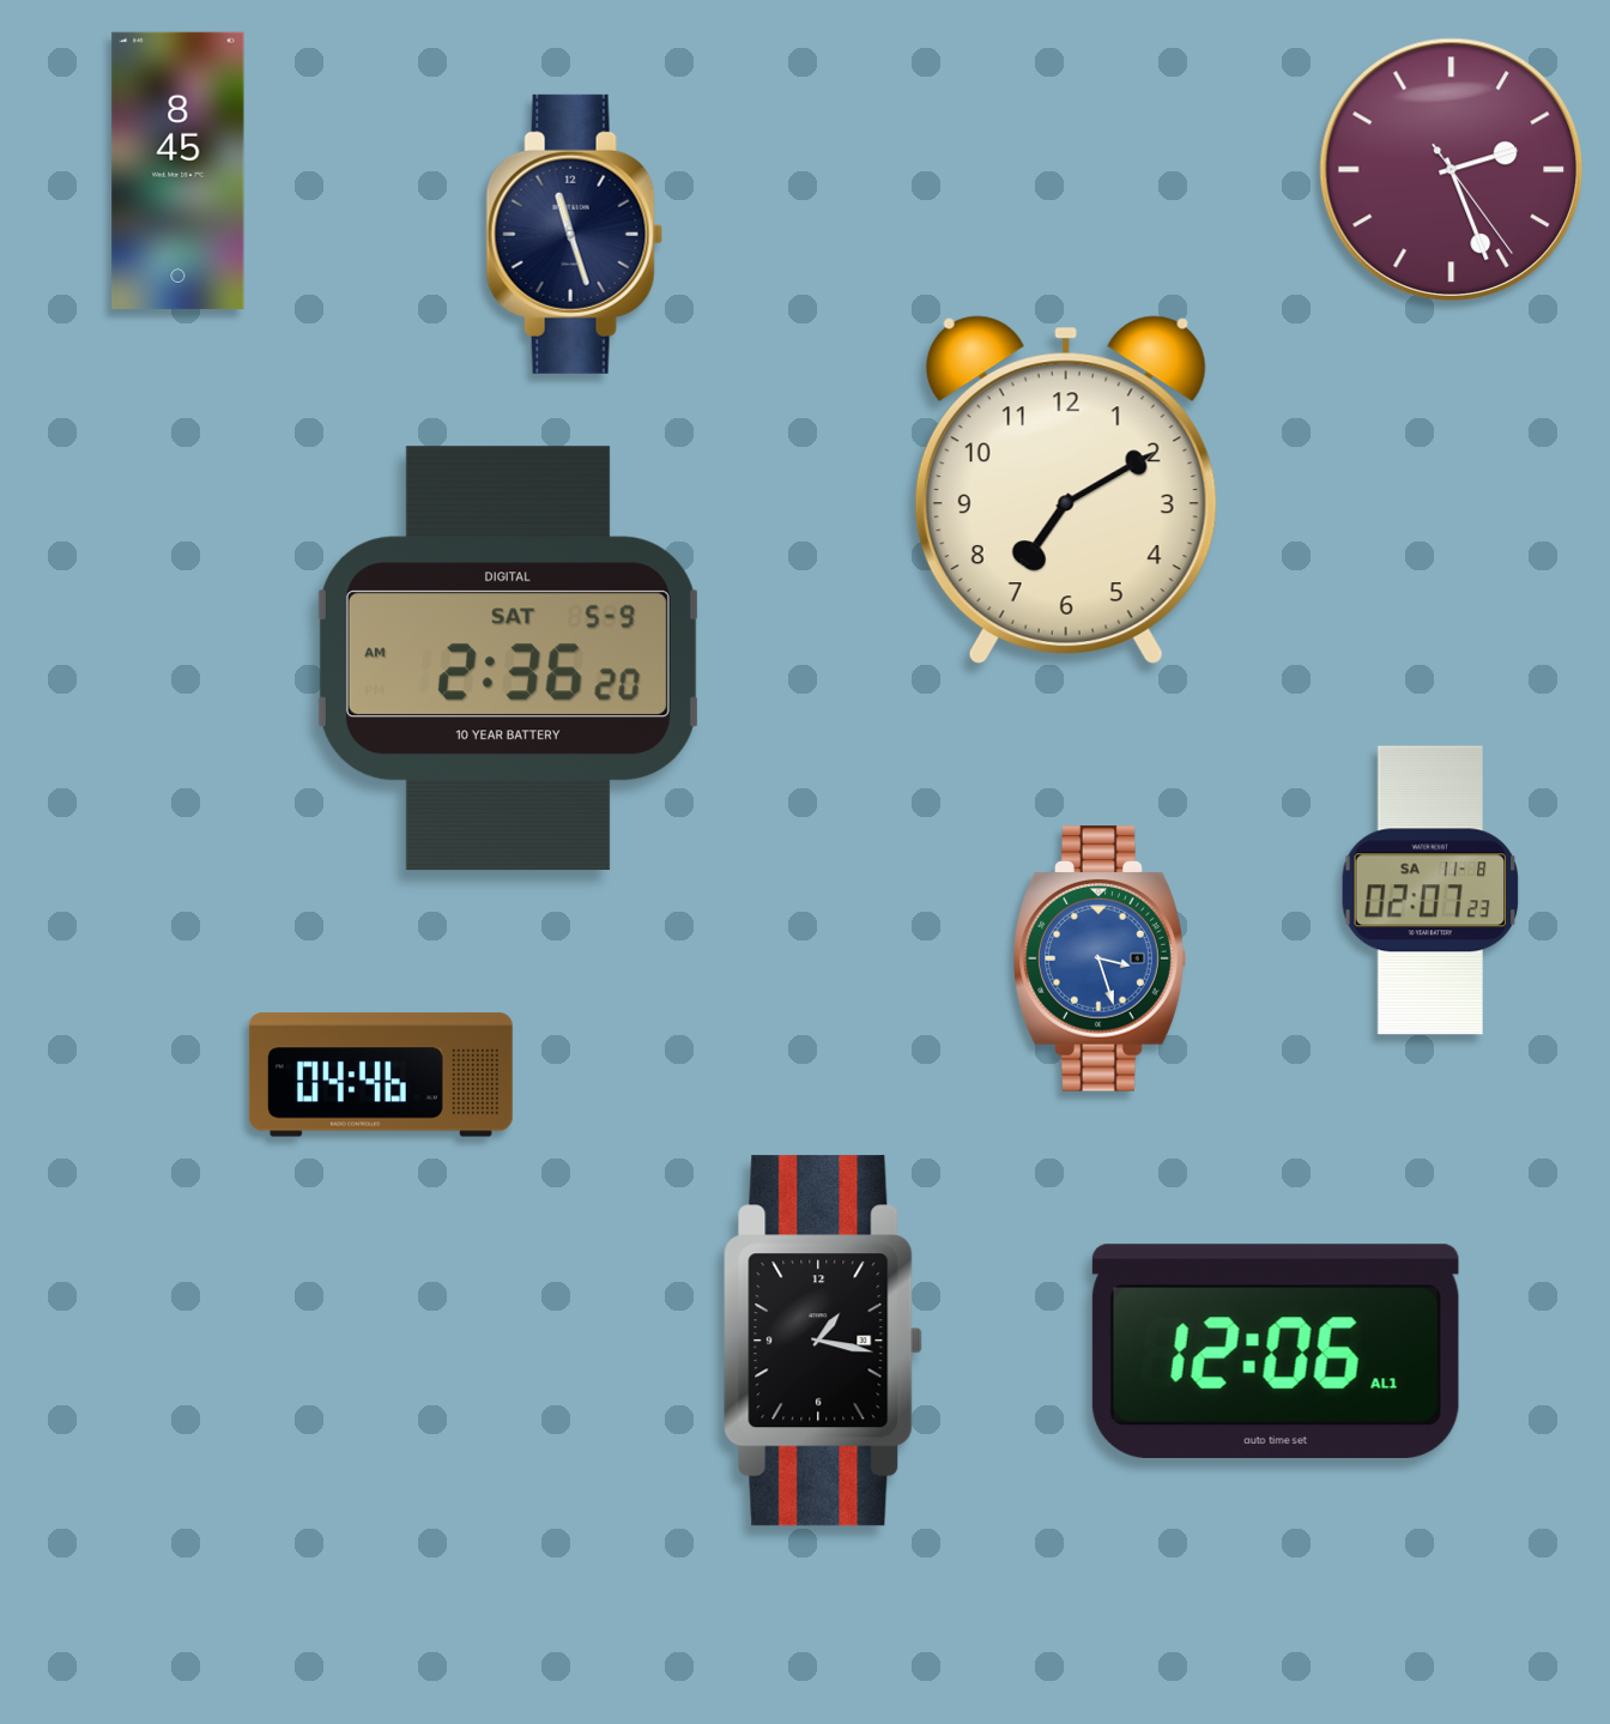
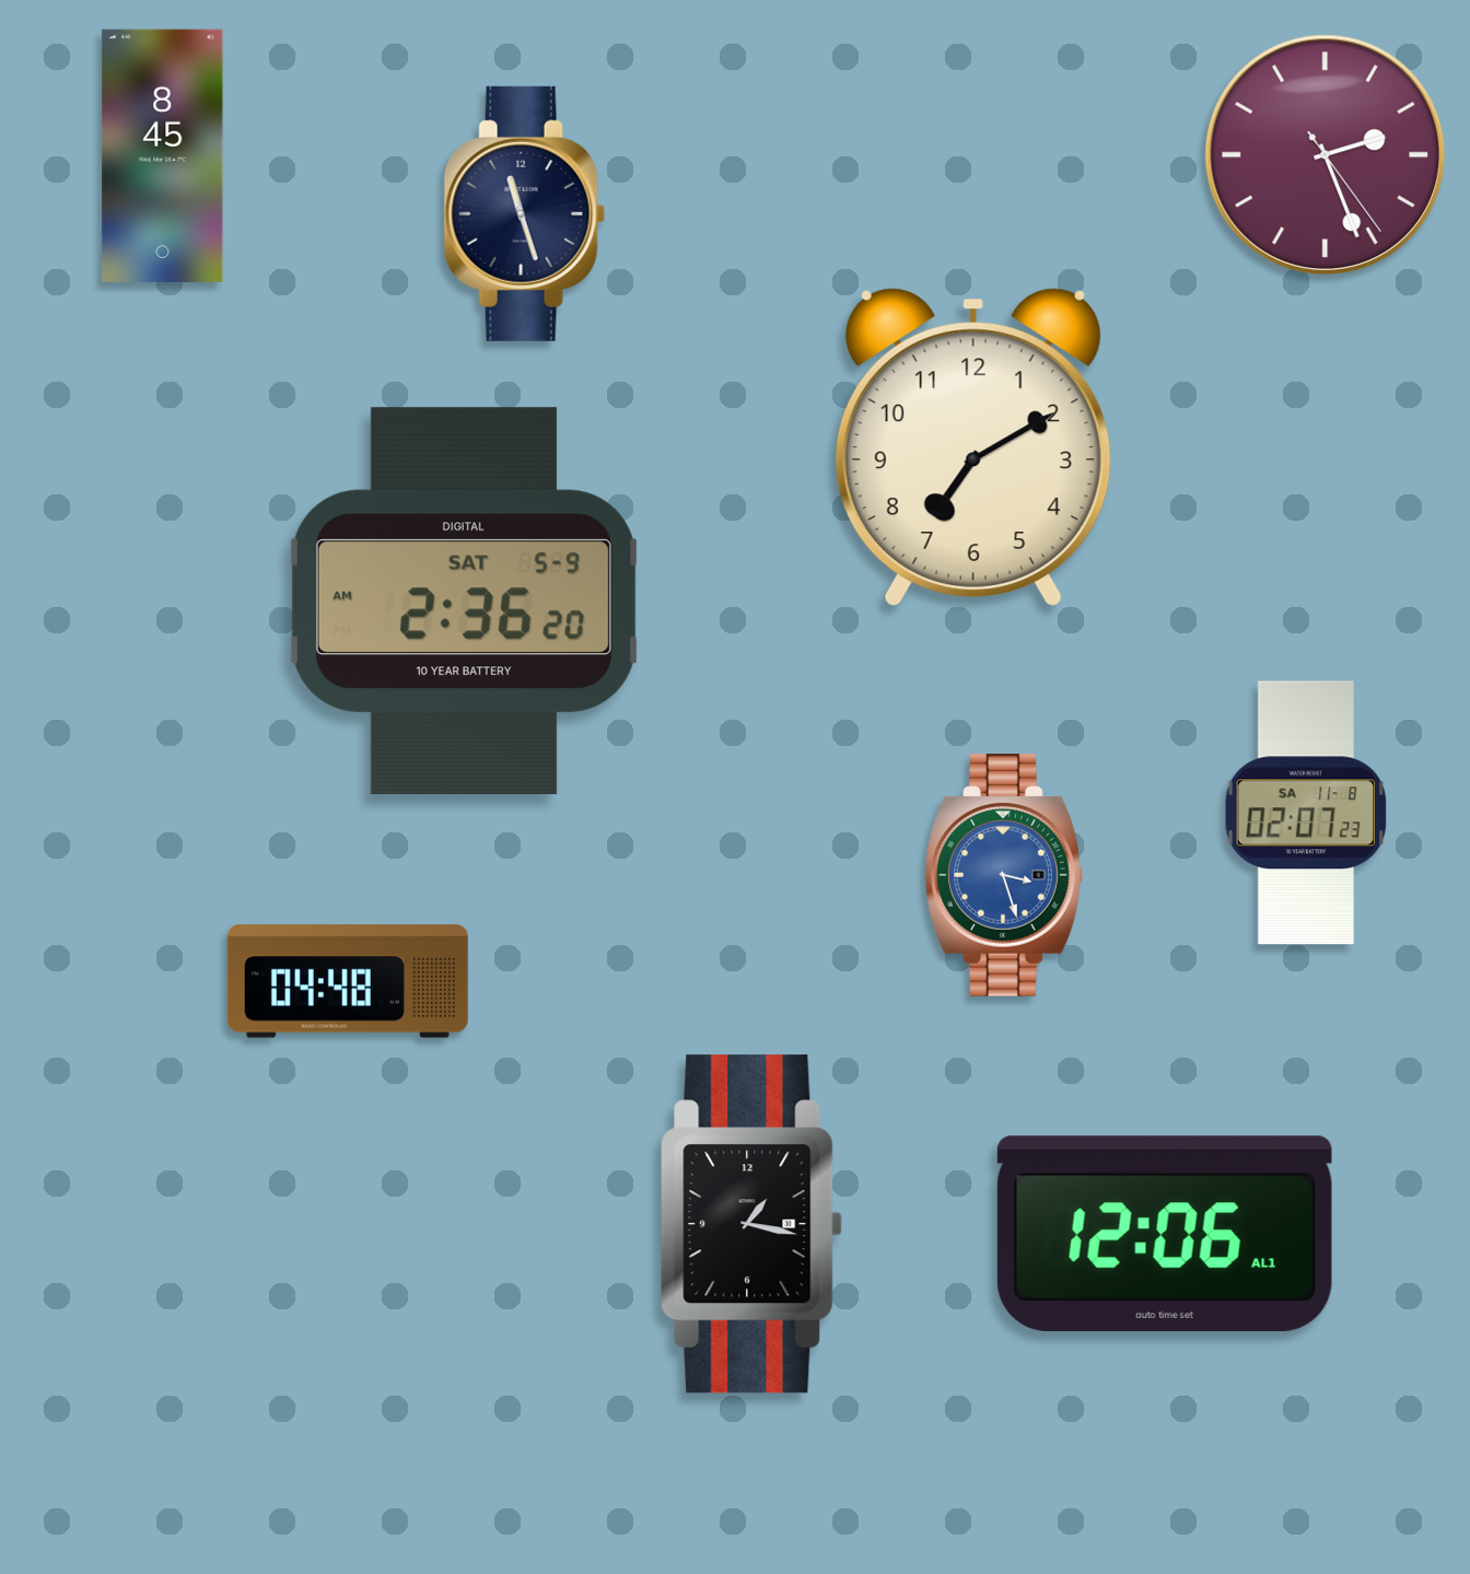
clock at (381, 1075): 04:46 -> 04:48
